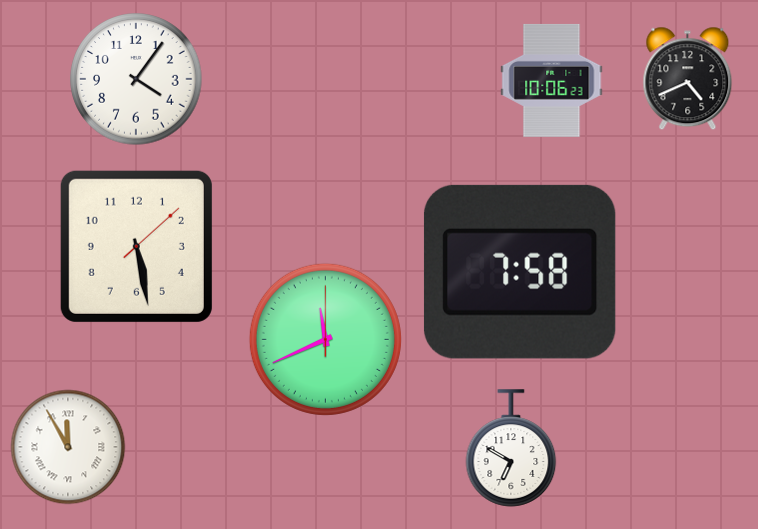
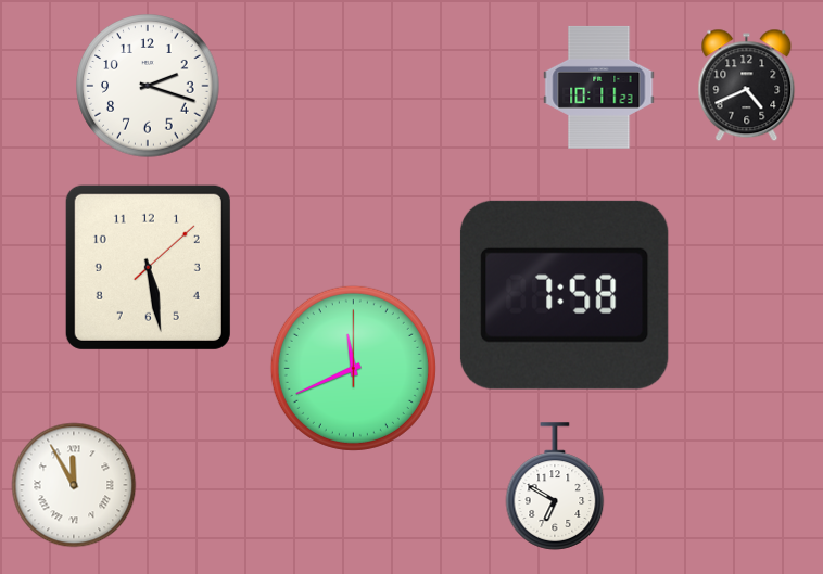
clock at (136, 79): 4:06 -> 2:18
clock at (552, 80): 10:06 -> 10:11
